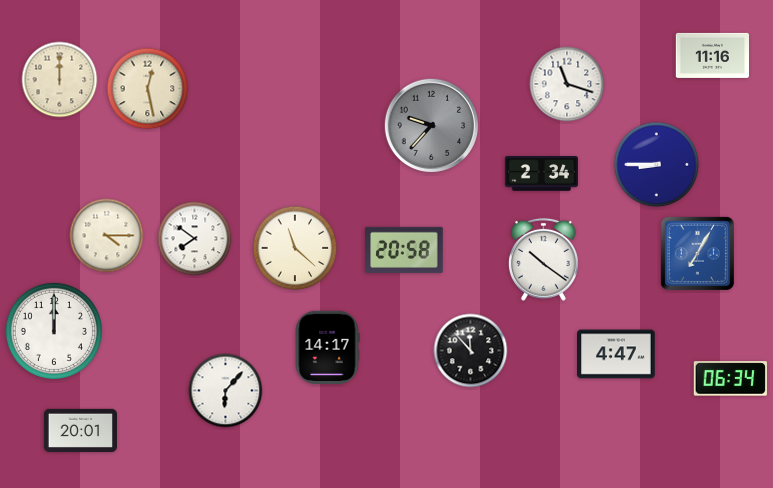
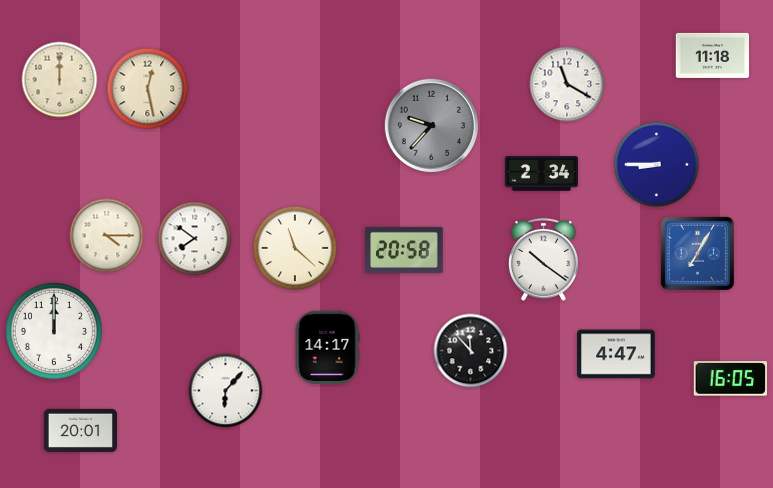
clock at (712, 55): 11:16 -> 11:18
clock at (567, 84): 11:18 -> 11:20
clock at (730, 379): 06:34 -> 16:05
